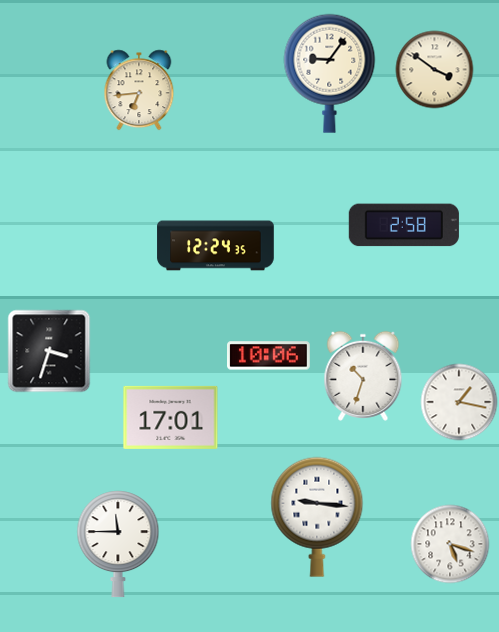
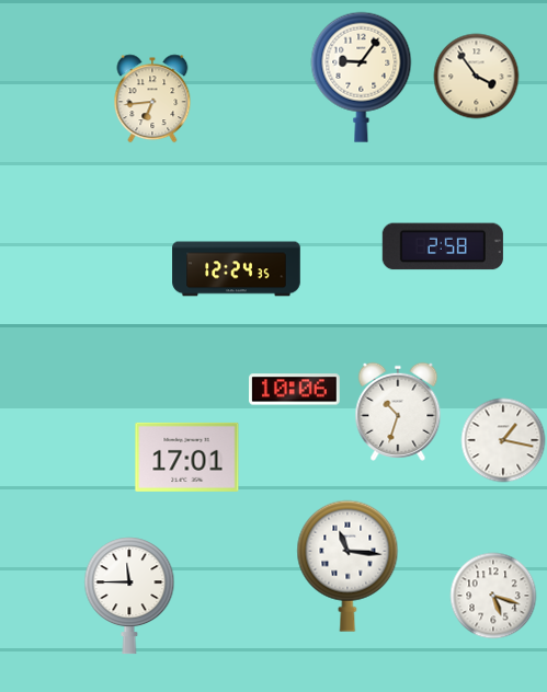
clock at (435, 70): 3:51 -> 3:54
clock at (330, 73) position: (330, 73) -> (362, 77)
clock at (49, 351): 3:33 -> none
clock at (317, 517): 9:16 -> 11:16
